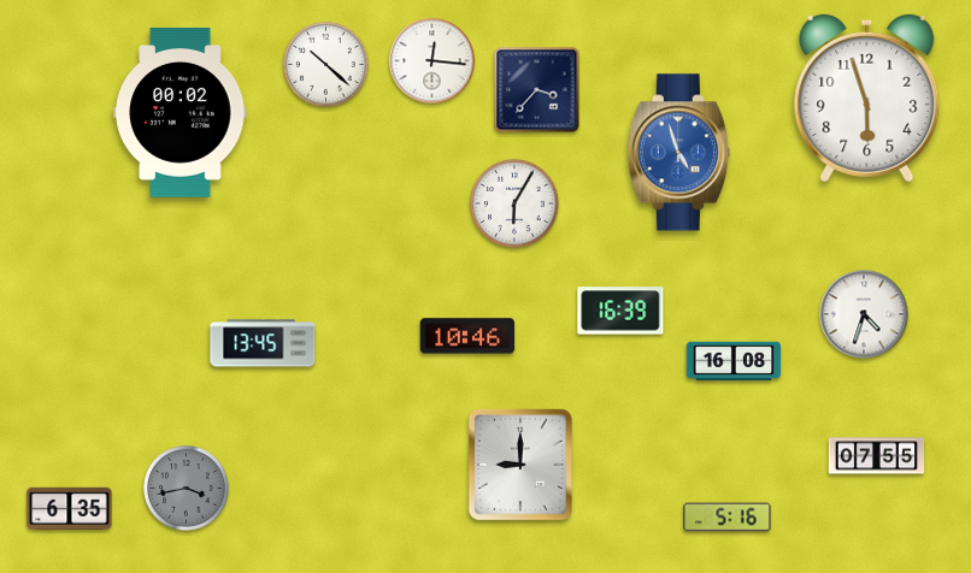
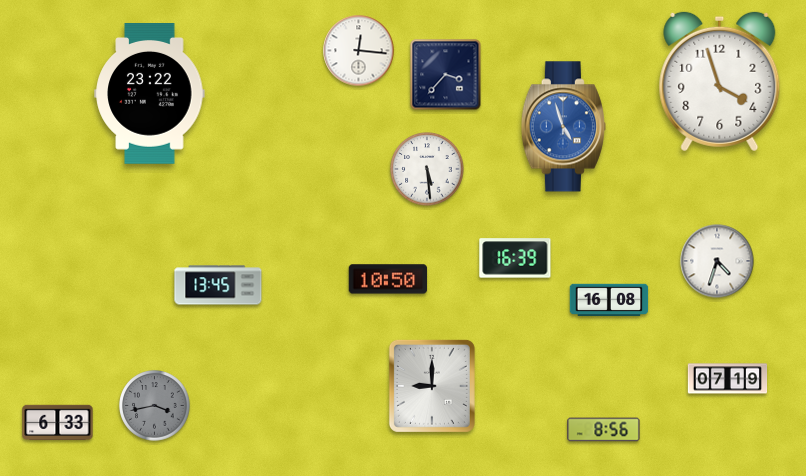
clock at (326, 65): 10:22 -> none
clock at (867, 99): 5:57 -> 3:57
clock at (181, 113): 00:02 -> 23:22
clock at (514, 203): 6:05 -> 5:29
clock at (467, 336): 10:46 -> 10:50
clock at (877, 456): 07:55 -> 07:19
clock at (70, 509): 6:35 -> 6:33
clock at (728, 518): 5:16 -> 8:56
